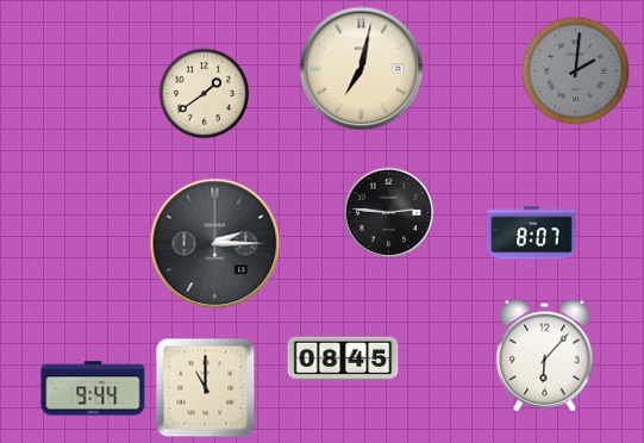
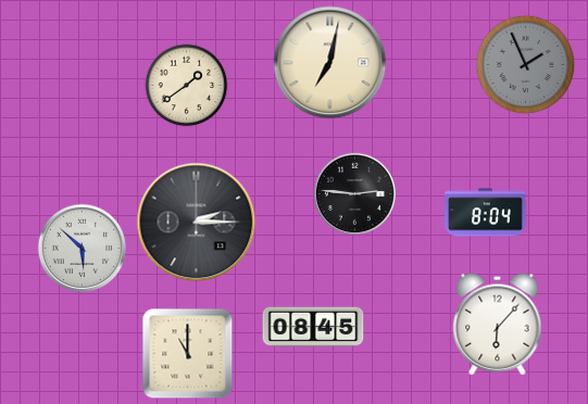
clock at (576, 71): 2:01 -> 1:56
clock at (532, 233): 8:07 -> 8:04
clock at (83, 249): none -> 5:52
clock at (93, 388): 9:44 -> none
